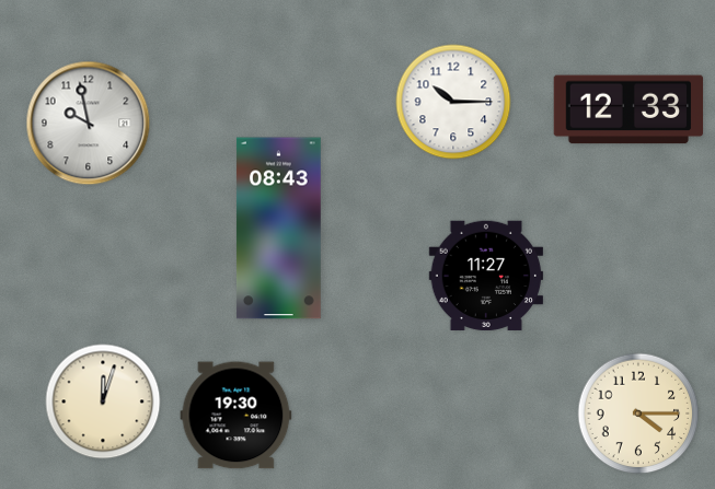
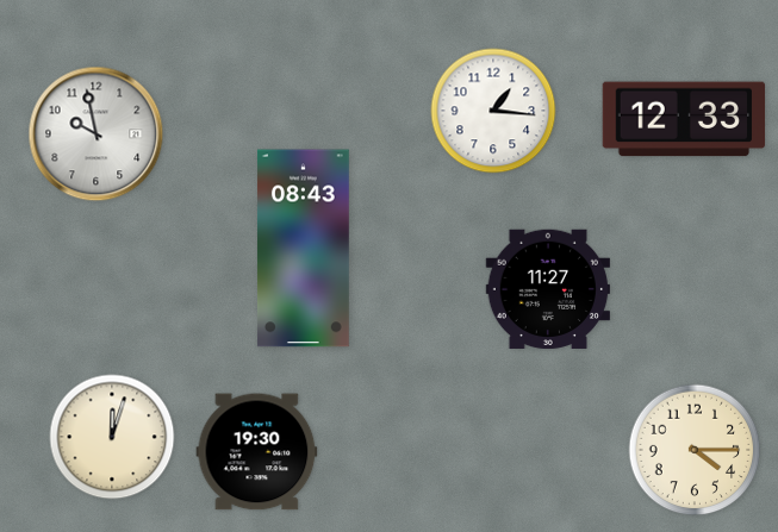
clock at (453, 102): 10:15 -> 1:16
clock at (485, 276) position: (485, 276) -> (547, 289)
